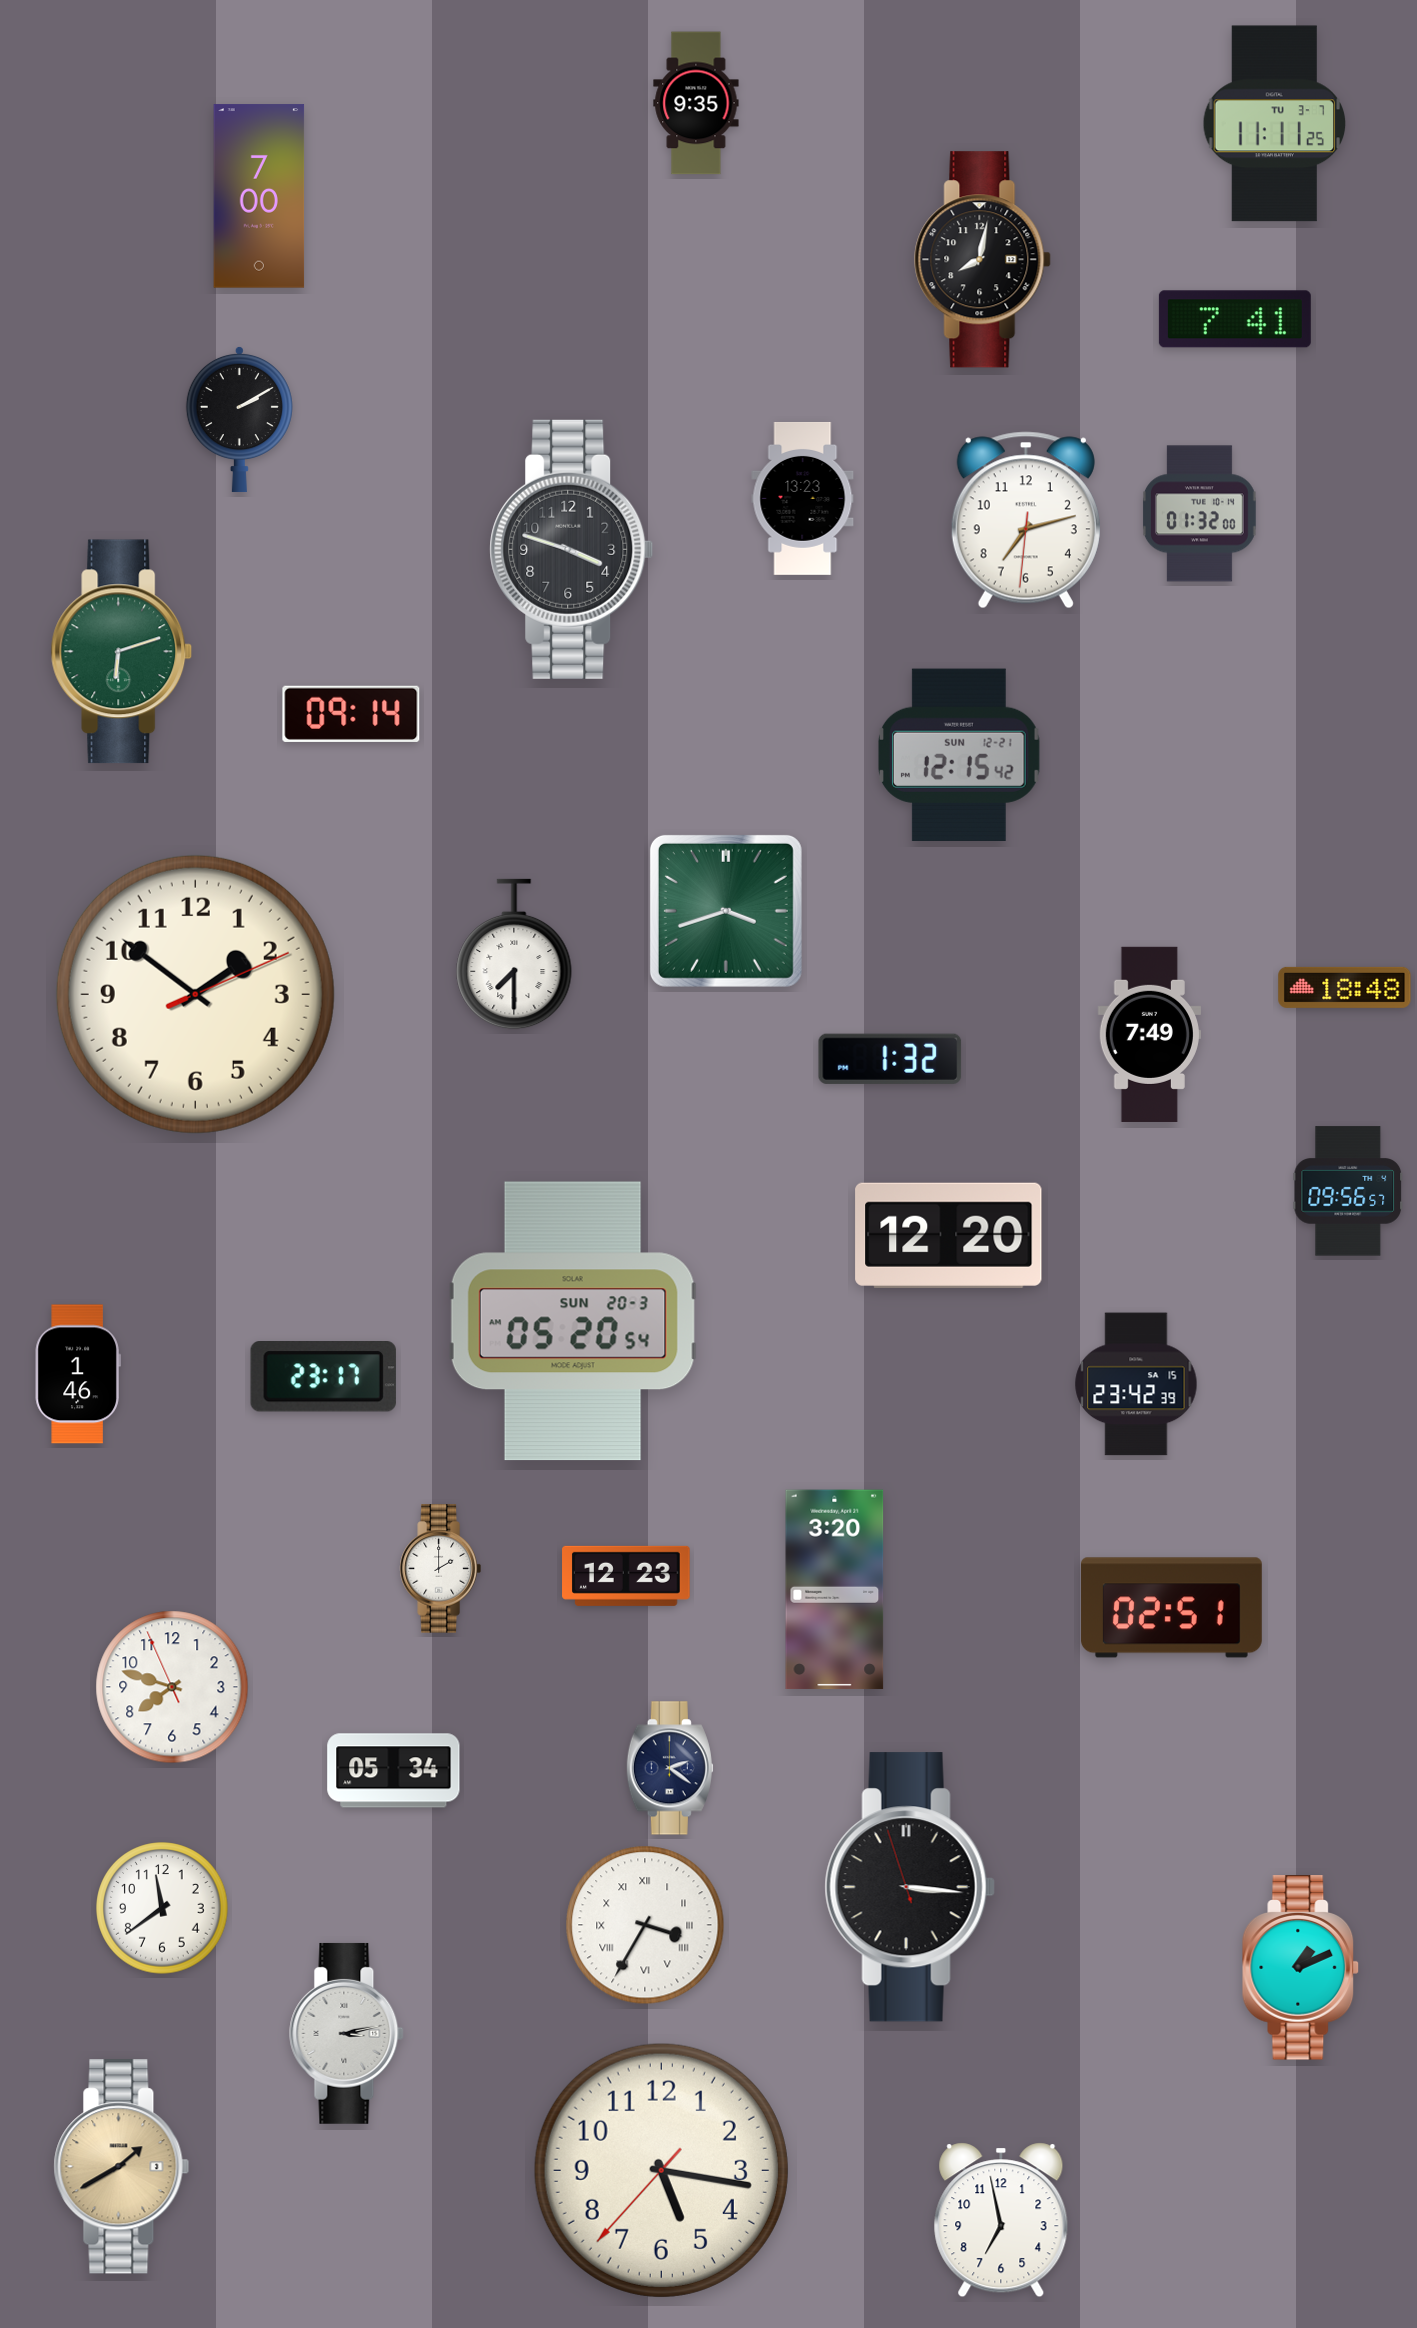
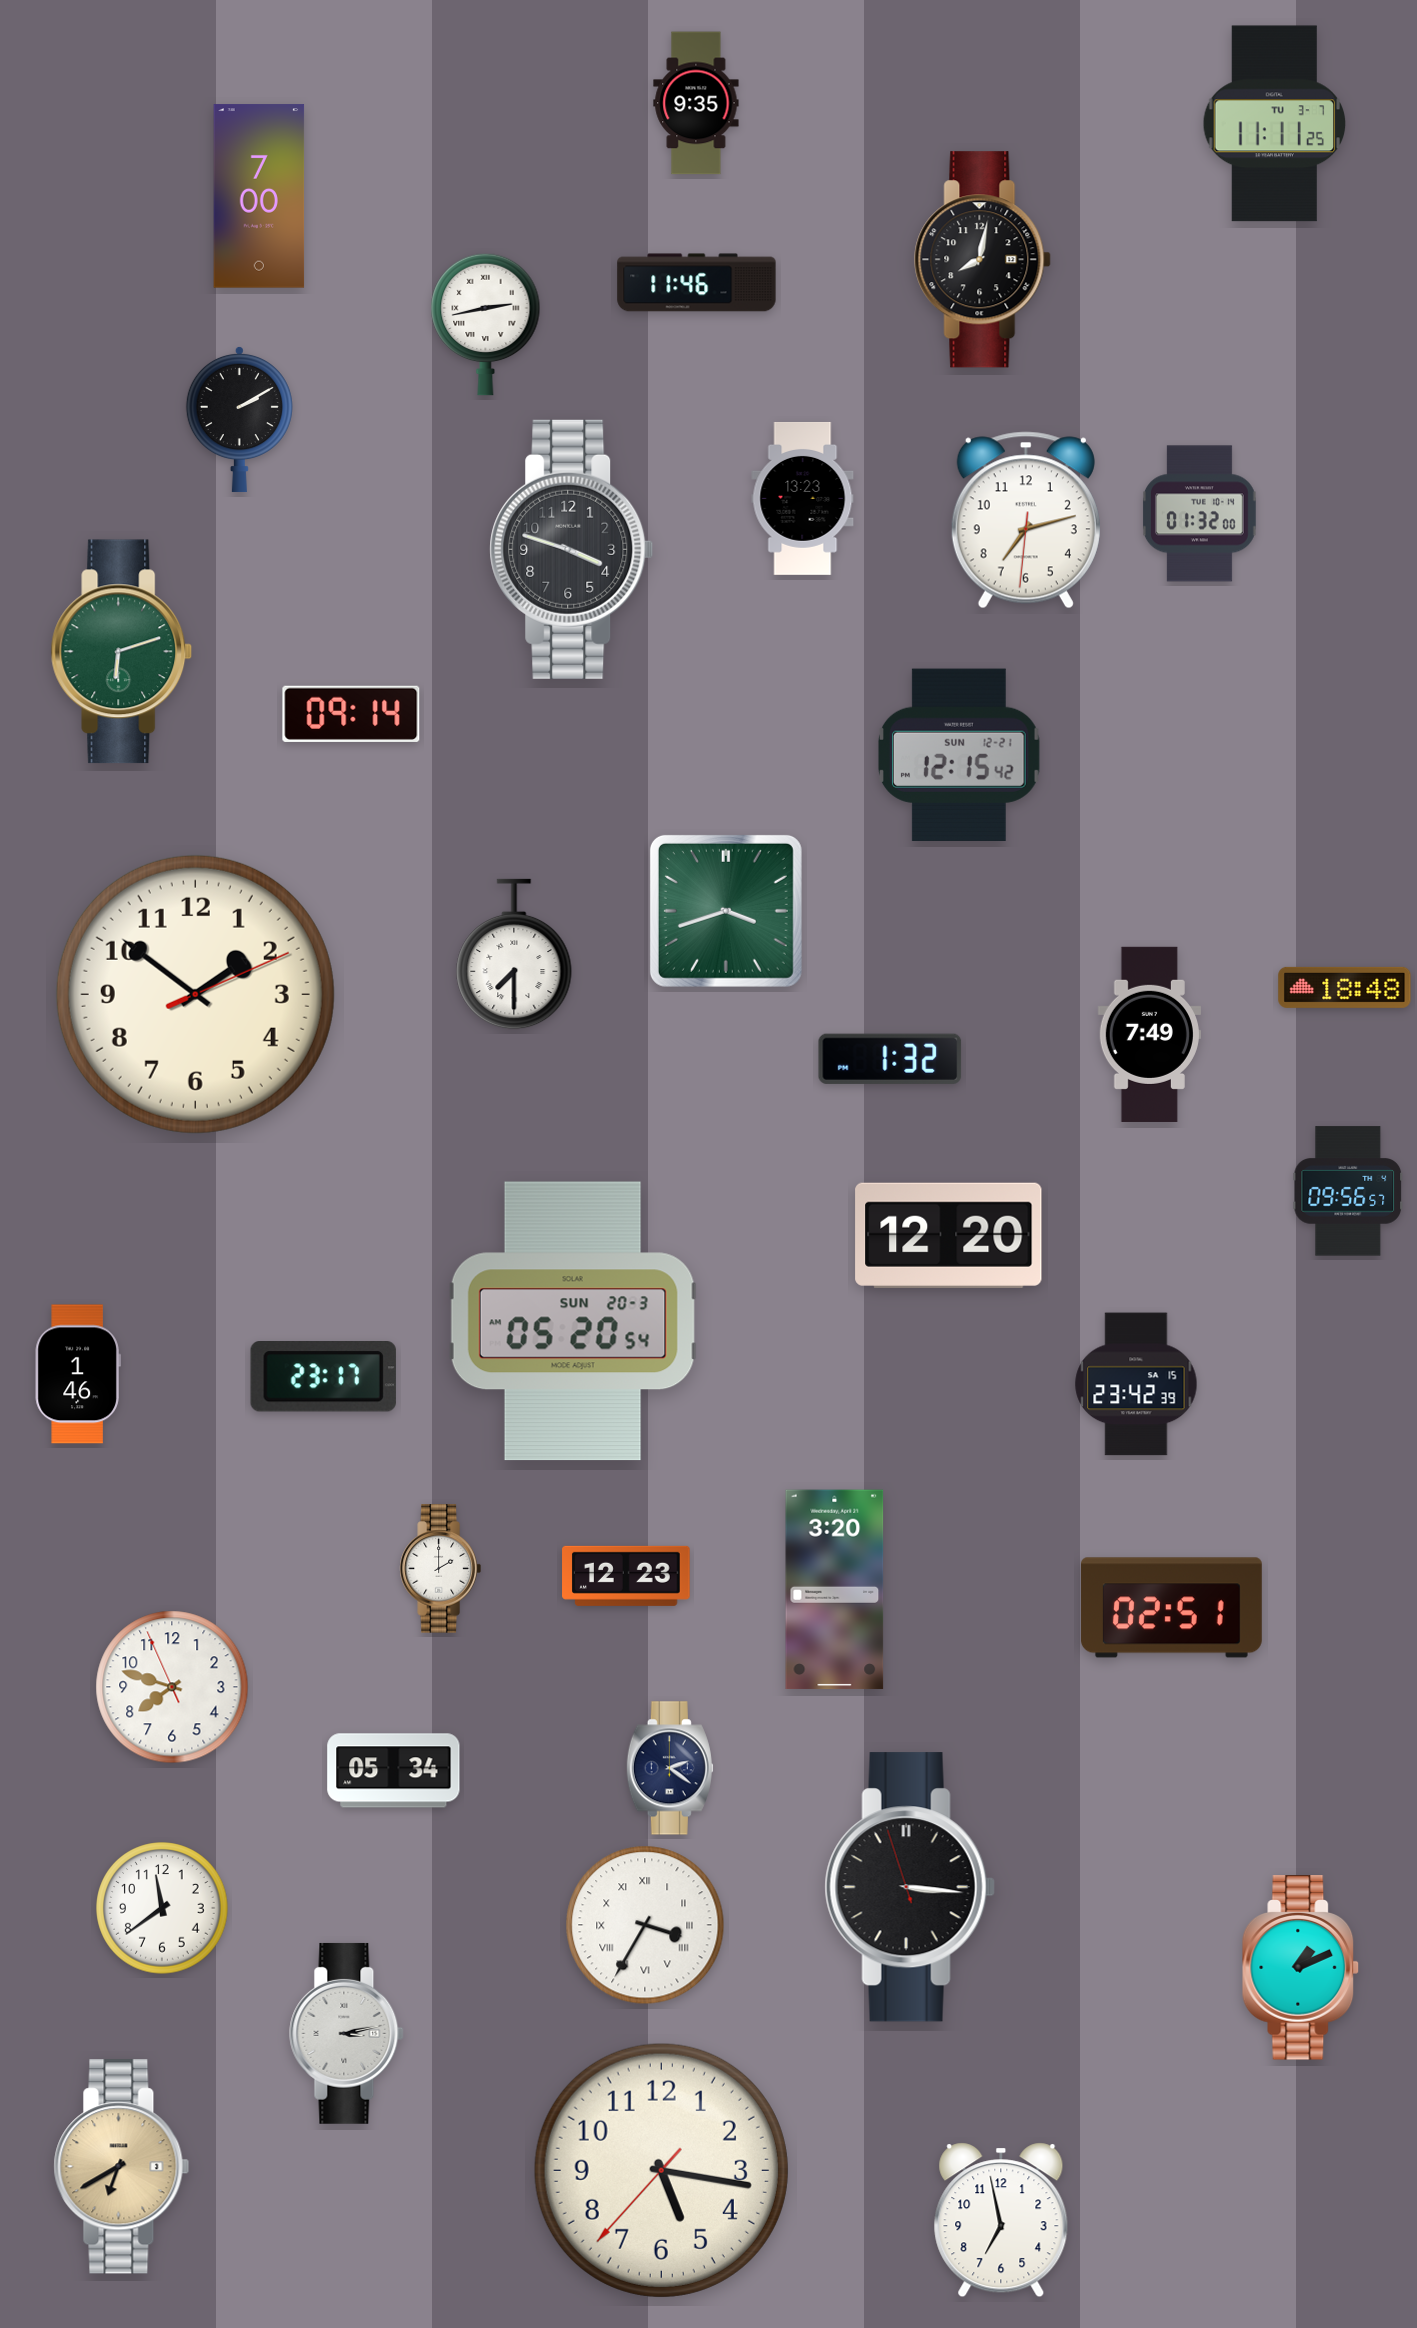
clock at (697, 283): none -> 11:46
clock at (1235, 319): 7:41 -> none
clock at (486, 324): none -> 2:43
clock at (122, 2167): 1:40 -> 6:40
